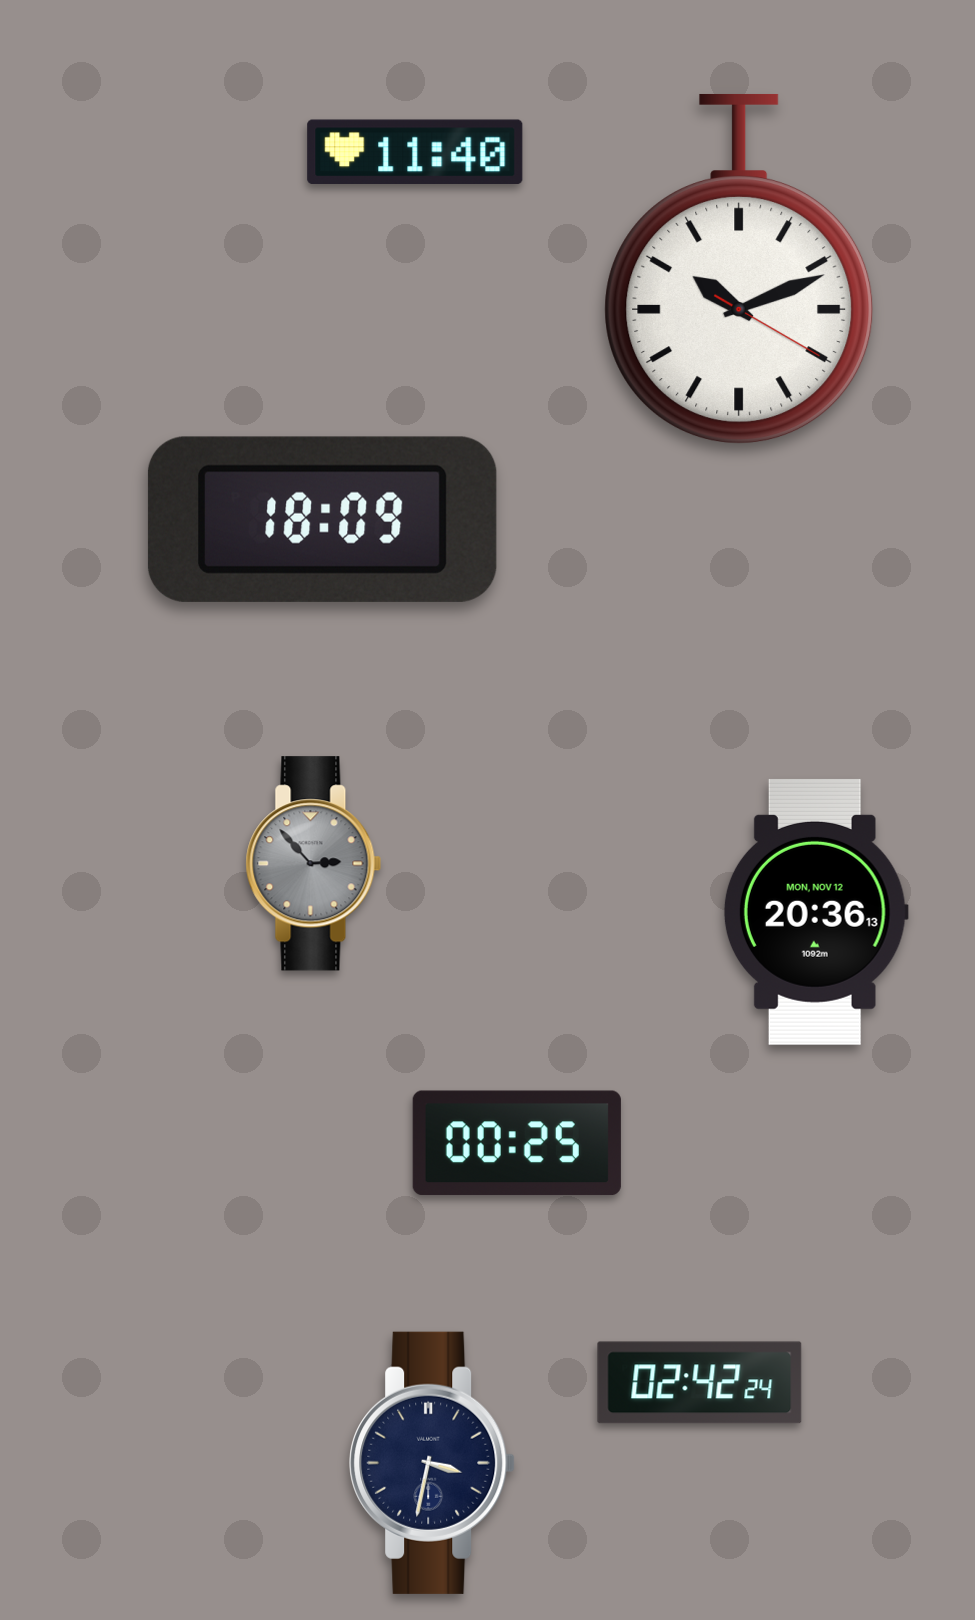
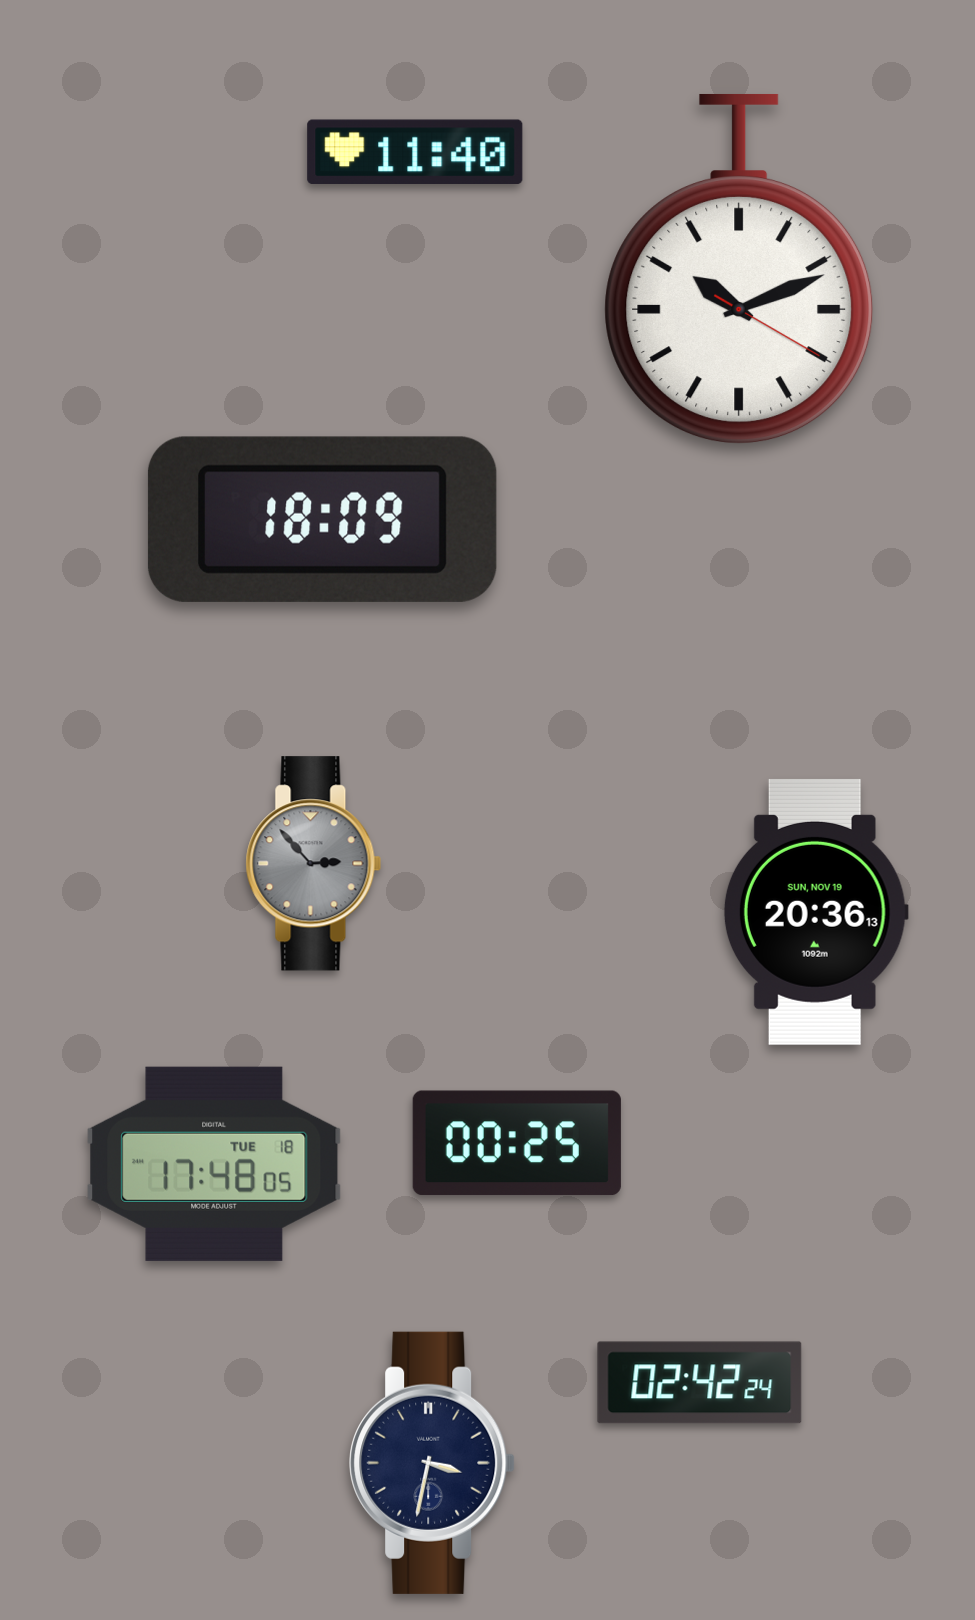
clock at (816, 912) date: MON, NOV 12 -> SUN, NOV 19
clock at (214, 1164): none -> 17:48
